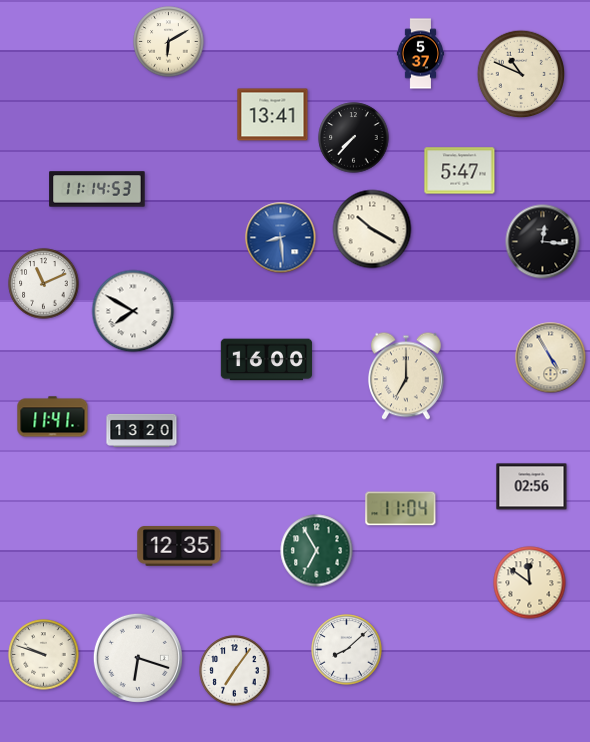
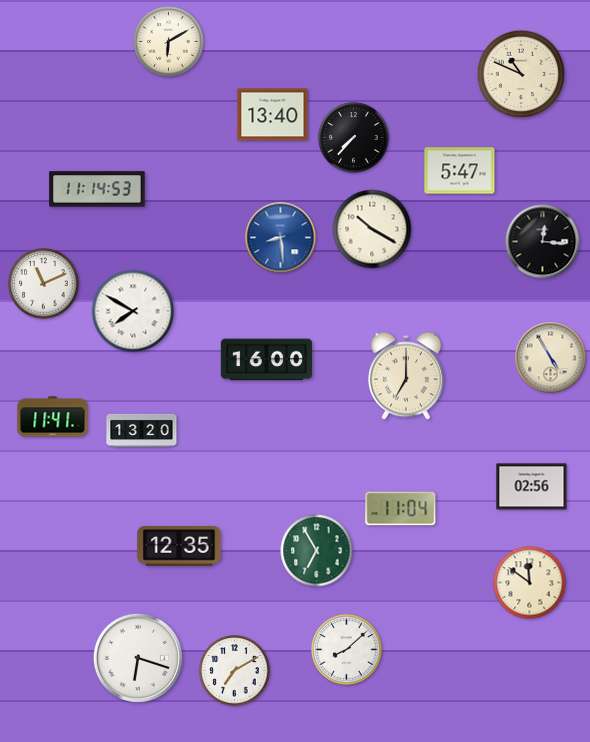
clock at (421, 54): 5:37 -> none
clock at (273, 115): 13:41 -> 13:40
clock at (44, 655): 9:48 -> none
clock at (235, 671): 7:06 -> 7:10
